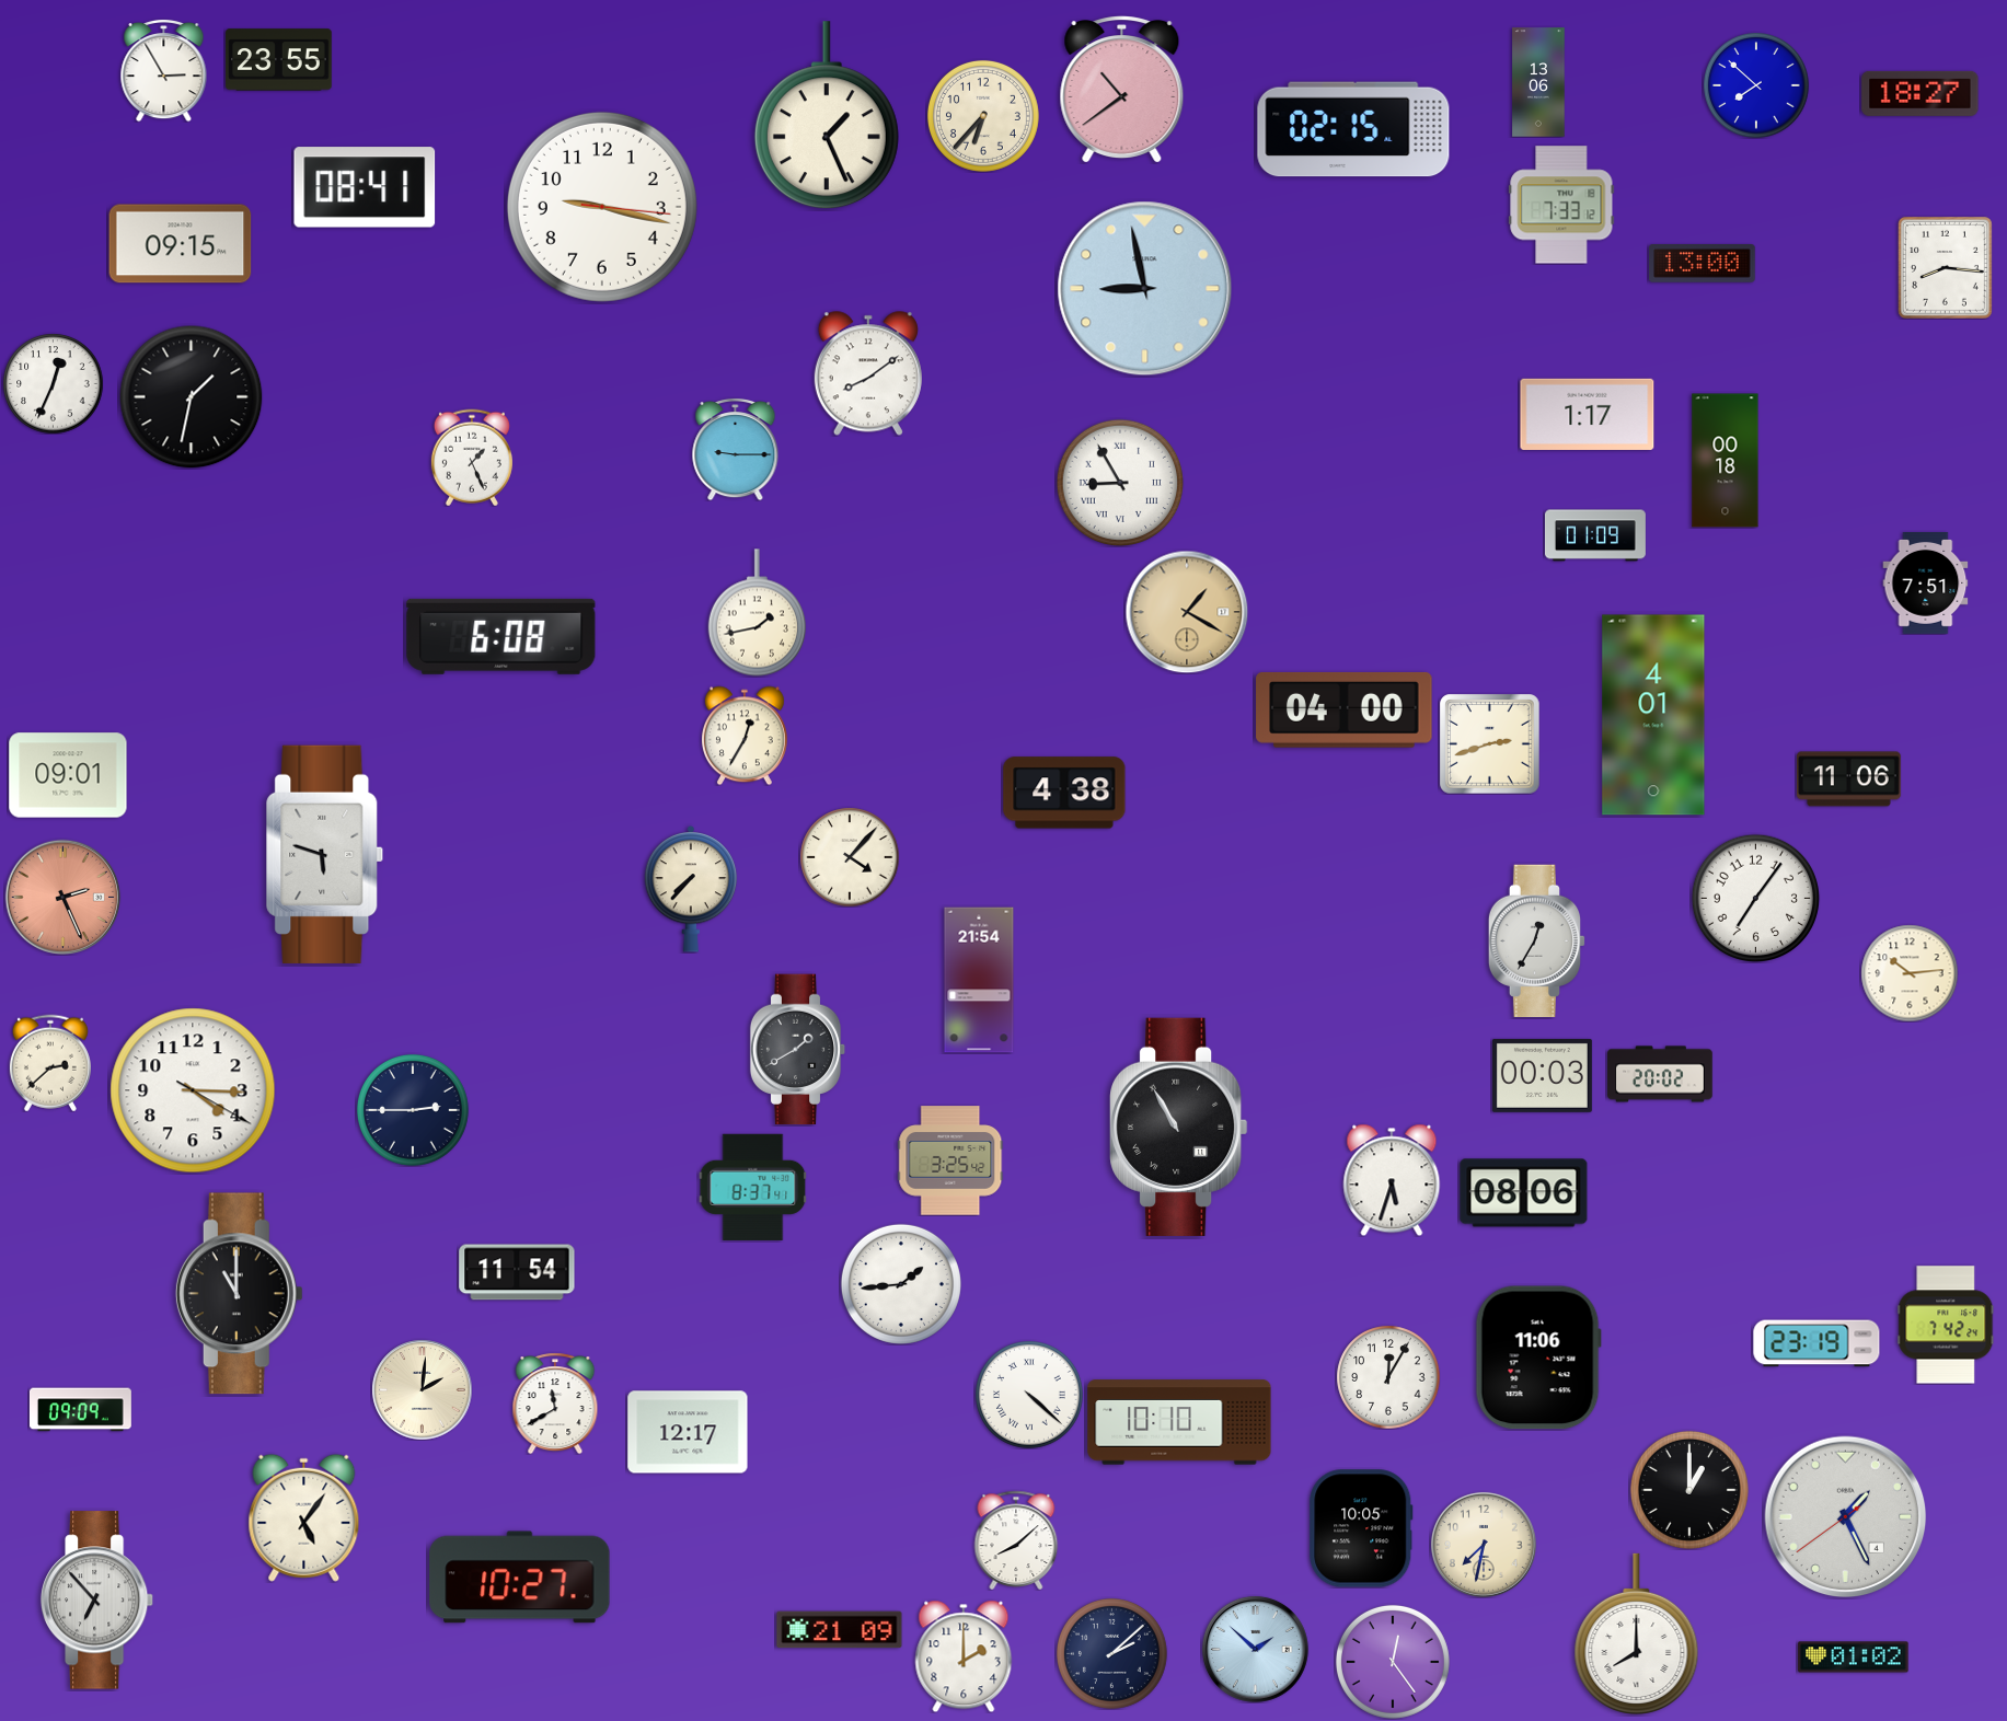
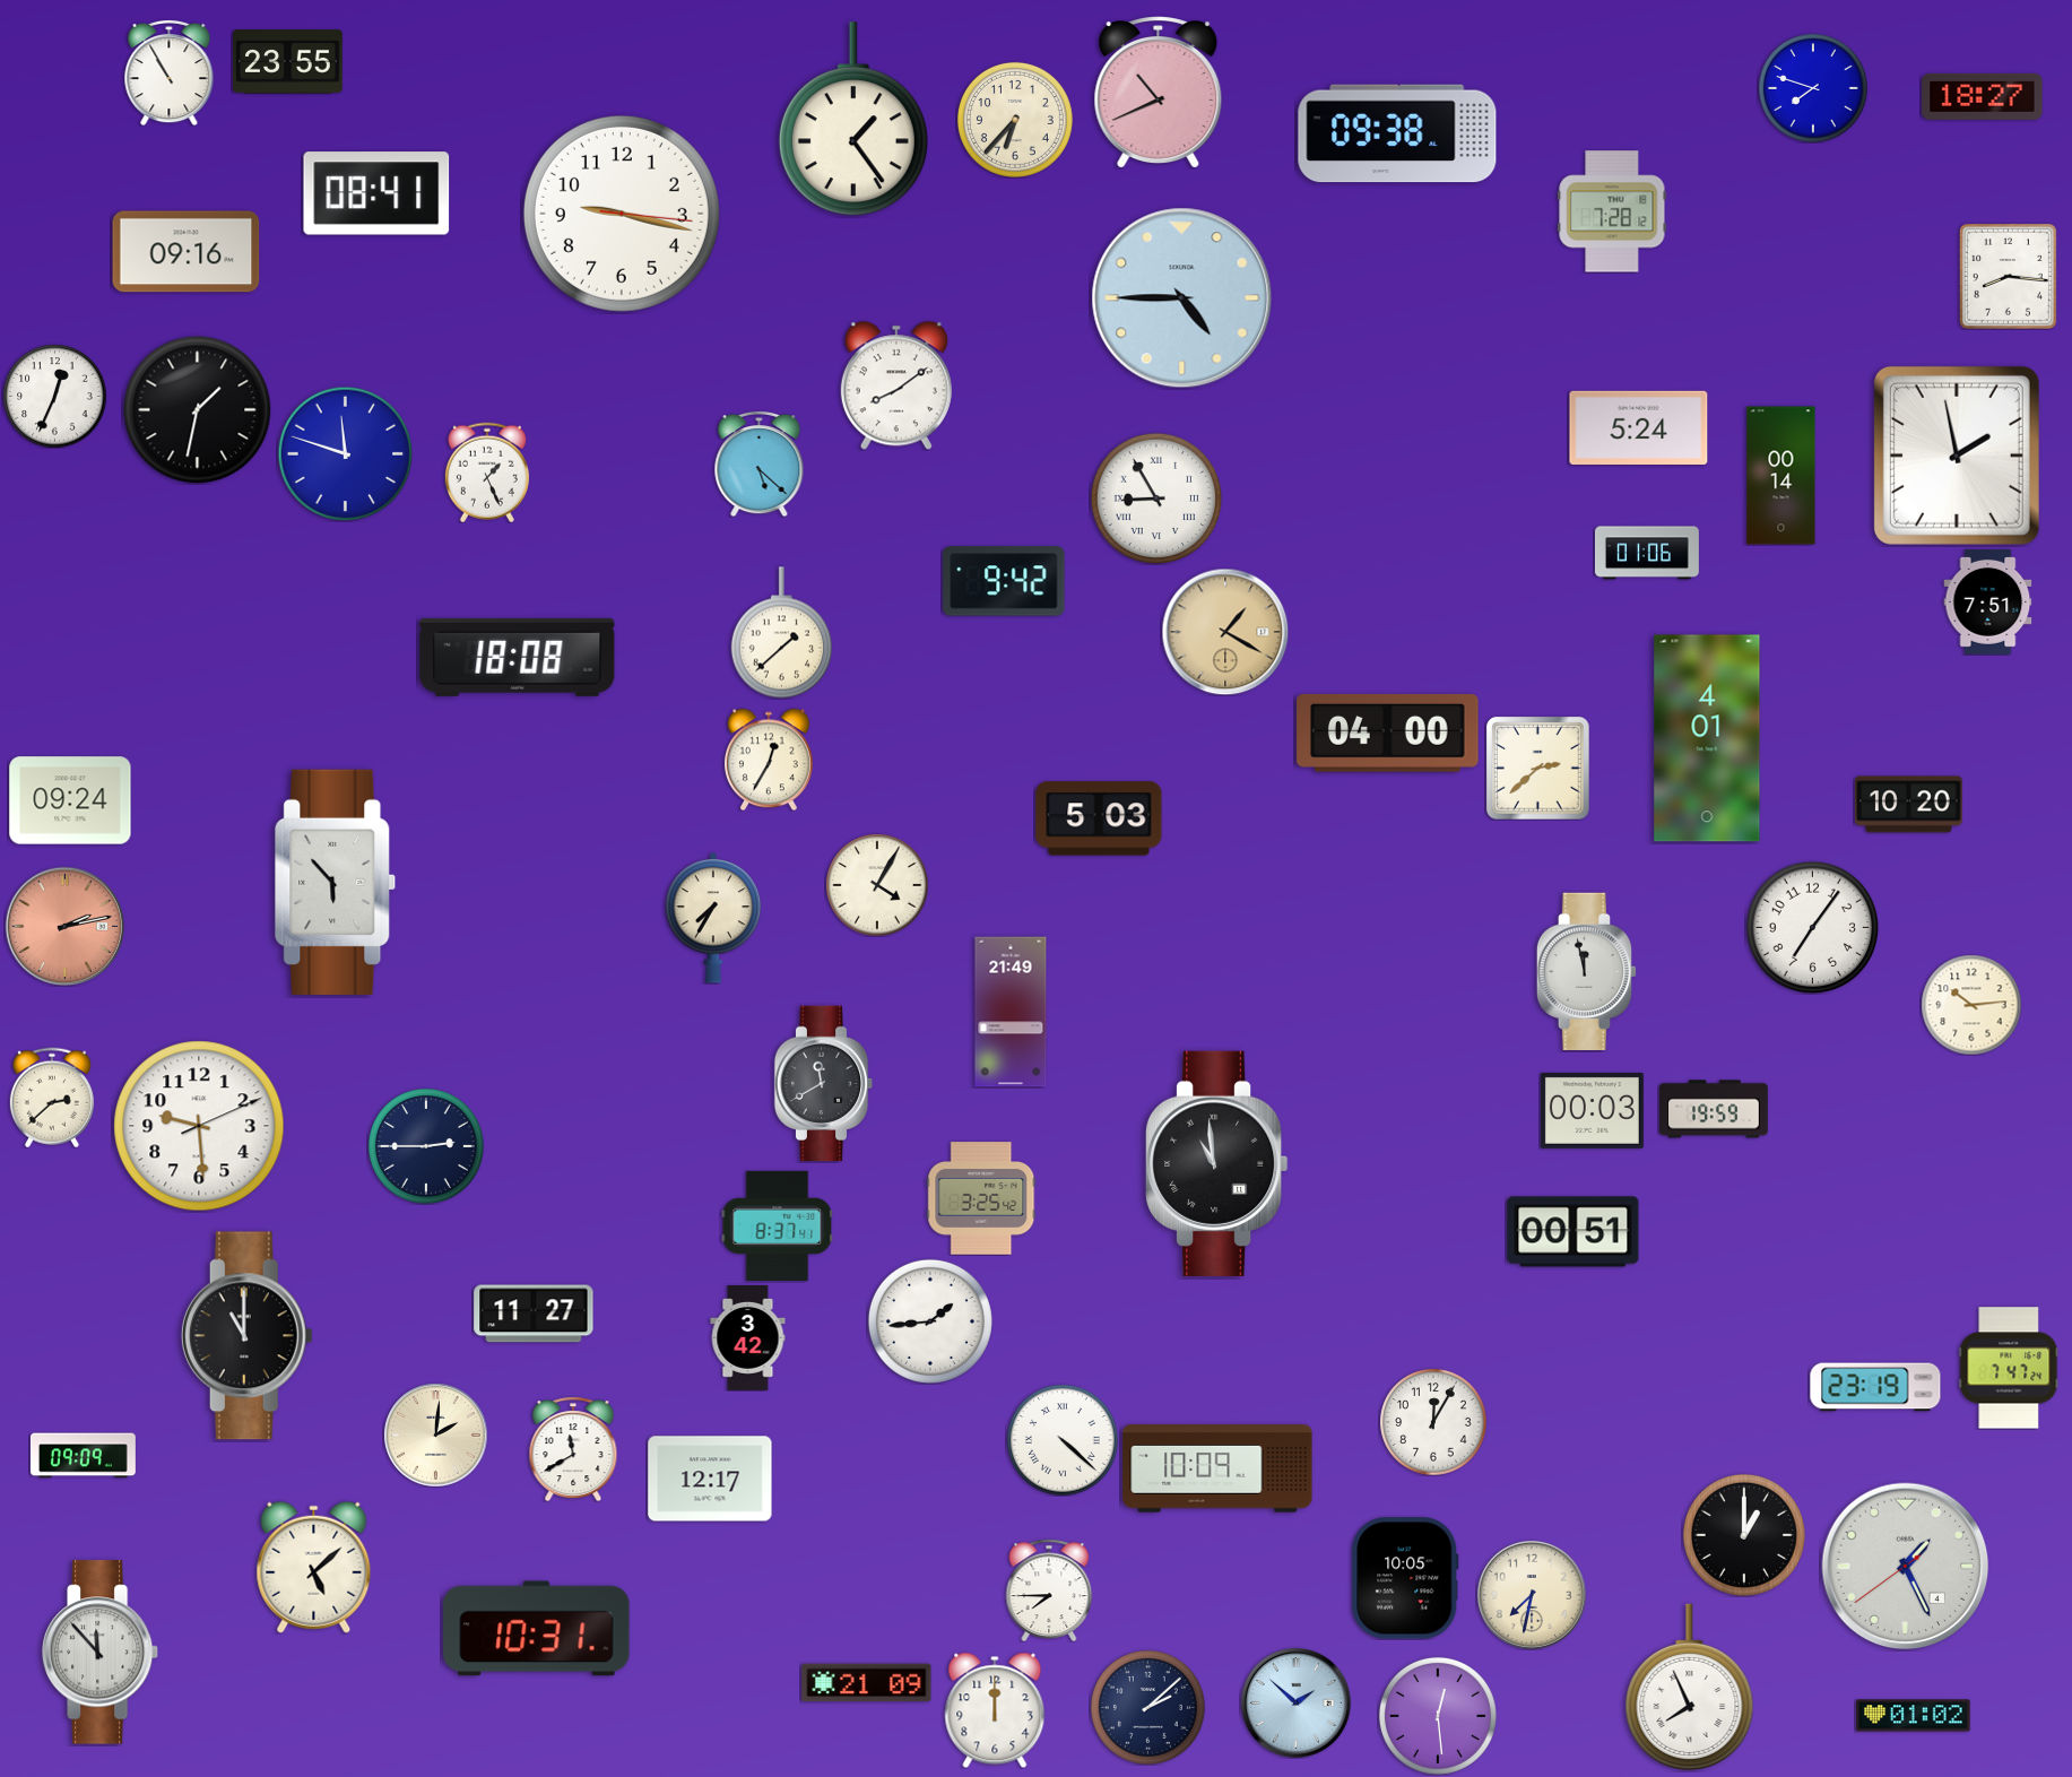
clock at (164, 70): 2:55 -> 10:55
clock at (1538, 82): 13:06 -> none
clock at (1756, 85): 7:52 -> 7:48
clock at (1122, 89): 10:39 -> 10:41
clock at (827, 116): 1:26 -> 1:24
clock at (1353, 129): 02:15 -> 09:38
clock at (1561, 205): 7:33 -> 7:28
clock at (181, 244): 09:15 -> 09:16
clock at (1703, 264): 13:00 -> none
clock at (1145, 289): 8:58 -> 4:45
clock at (1588, 414): 1:17 -> 5:24
clock at (345, 453): none -> 11:48
clock at (1957, 456): none -> 1:58
clock at (736, 449): 9:15 -> 5:22
clock at (1726, 461): 00:18 -> 00:14
clock at (1595, 535): 01:09 -> 01:06
clock at (1004, 581): none -> 9:42
clock at (757, 613): 1:43 -> 1:38
clock at (501, 636): 6:08 -> 18:08
clock at (1489, 743): 2:42 -> 2:38
clock at (68, 775): 09:01 -> 09:24
clock at (1849, 779): 11:06 -> 10:20
clock at (1064, 793): 4:38 -> 5:03
clock at (325, 854): 5:48 -> 5:53
clock at (850, 857): 4:07 -> 4:05
clock at (691, 889): 7:37 -> 7:35
clock at (62, 897): 2:26 -> 2:13
clock at (1537, 940): 12:35 -> 11:58
clock at (979, 980): 21:54 -> 21:49
clock at (798, 1050): 1:40 -> 11:40
clock at (1660, 1074): 20:02 -> 19:59
clock at (193, 1090): 4:15 -> 9:29
clock at (1179, 1127): 10:55 -> 10:59
clock at (1392, 1180): 5:33 -> none
clock at (1524, 1193): 08:06 -> 00:51
clock at (517, 1272): 11:54 -> 11:27
clock at (901, 1284) position: (901, 1284) -> (930, 1321)
clock at (748, 1338): none -> 3:42
clock at (1946, 1325): 7:42 -> 7:47
clock at (1538, 1358): 11:06 -> none
clock at (1179, 1422): 10:10 -> 10:09
clock at (1689, 1490) position: (1689, 1490) -> (1744, 1535)
clock at (304, 1517): 5:06 -> 5:08
clock at (1016, 1540): 8:08 -> 7:45
clock at (520, 1578): 10:27 -> 10:31
clock at (97, 1601): 6:53 -> 11:53
clock at (1637, 1633): 8:00 -> 7:56
clock at (964, 1656): 2:00 -> 12:00
clock at (1854, 1658) position: (1854, 1658) -> (1914, 1716)
clock at (1393, 1662): 12:24 -> 12:29
